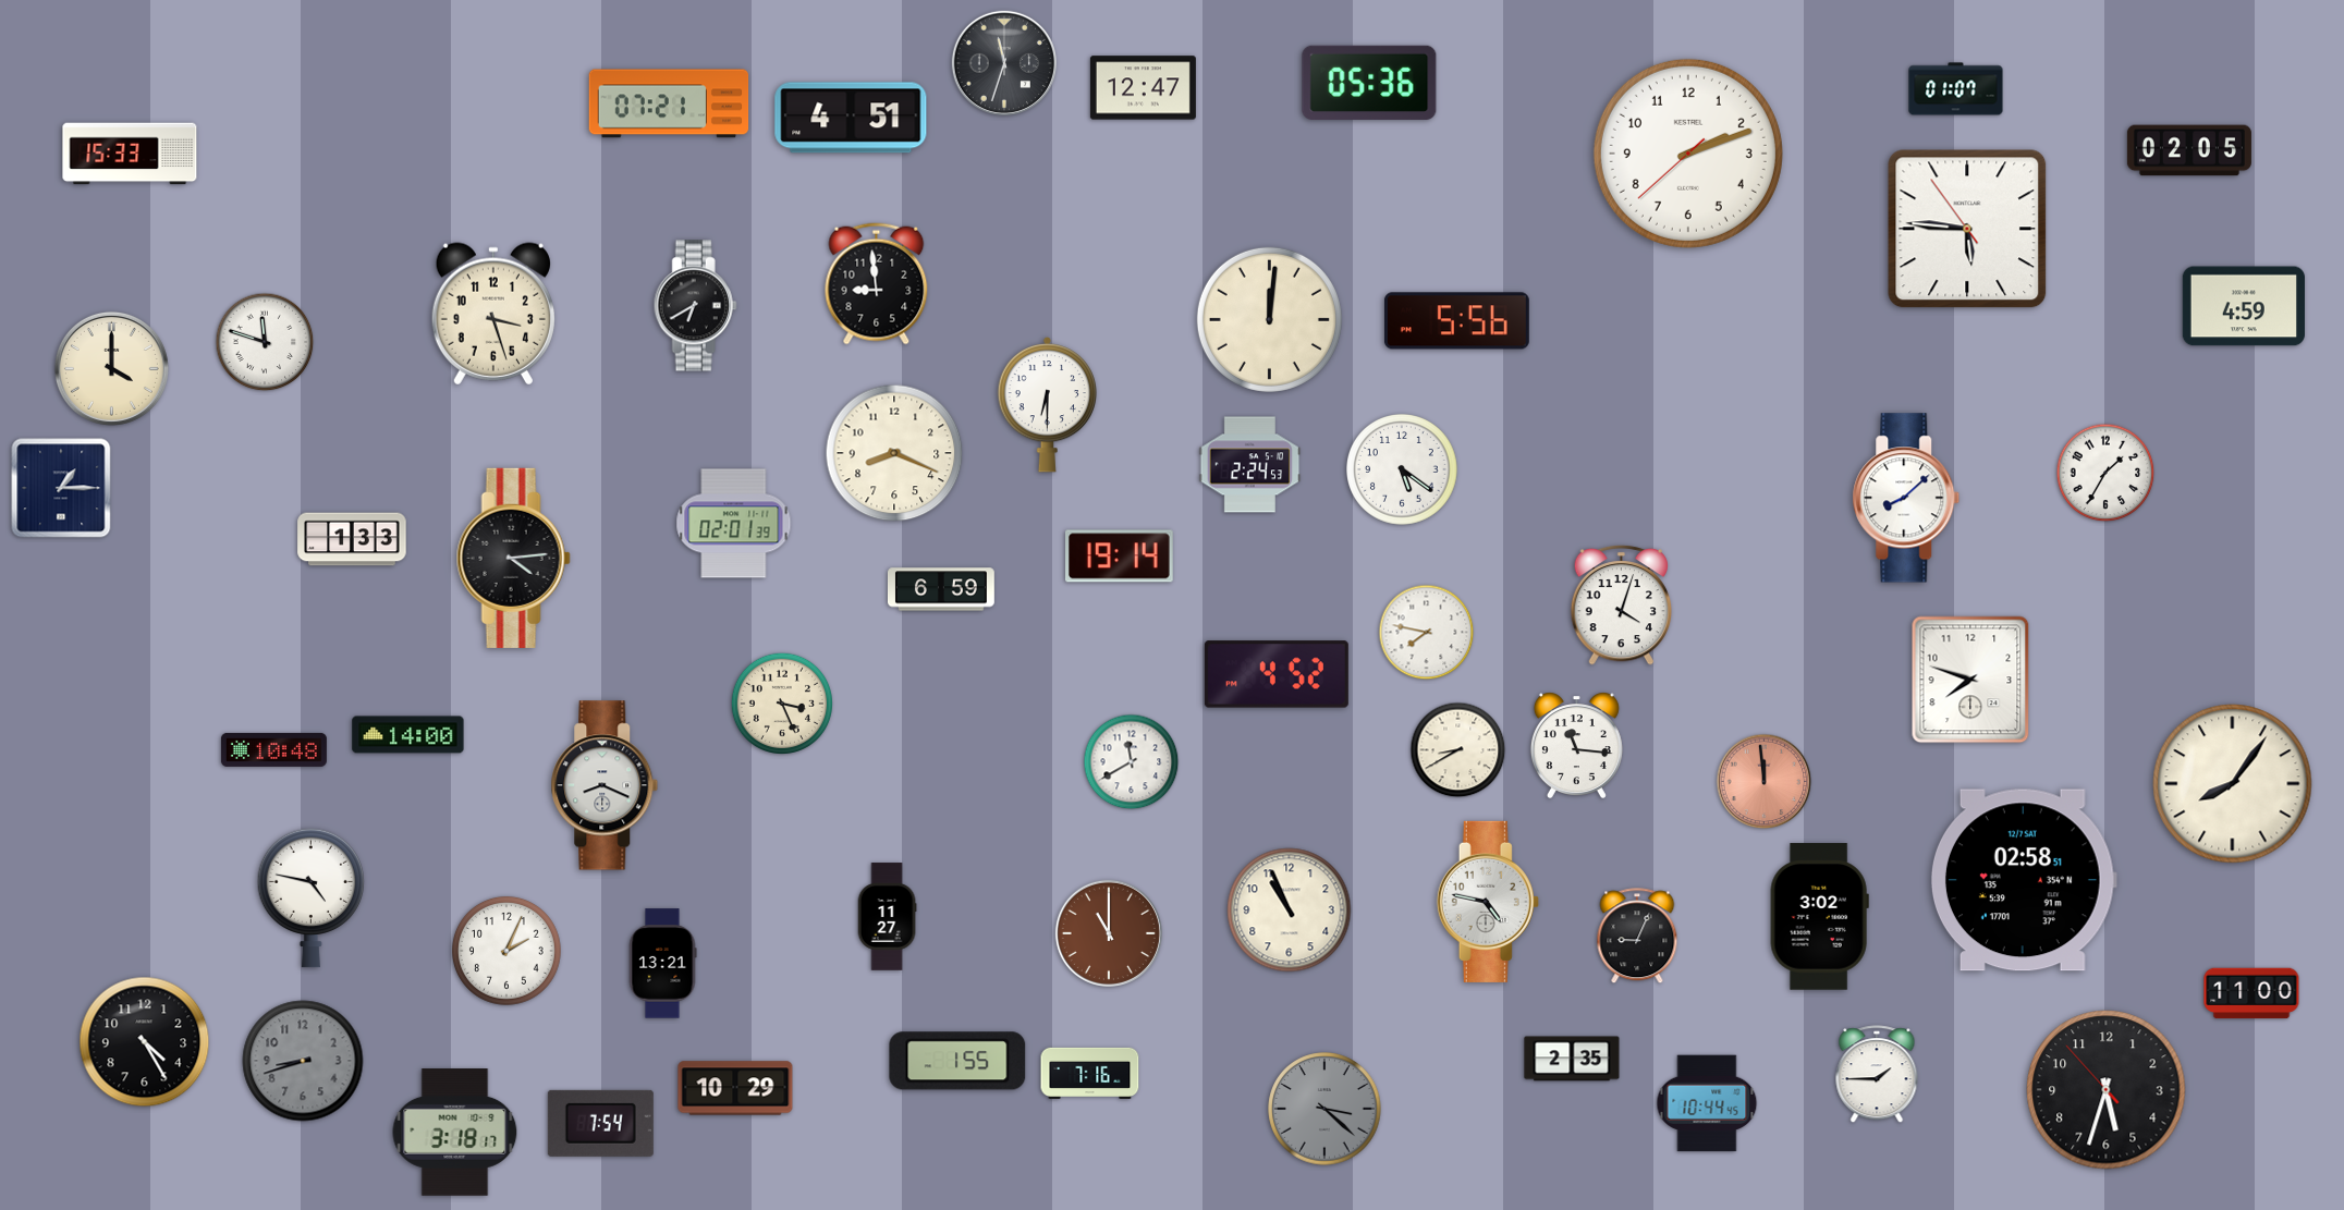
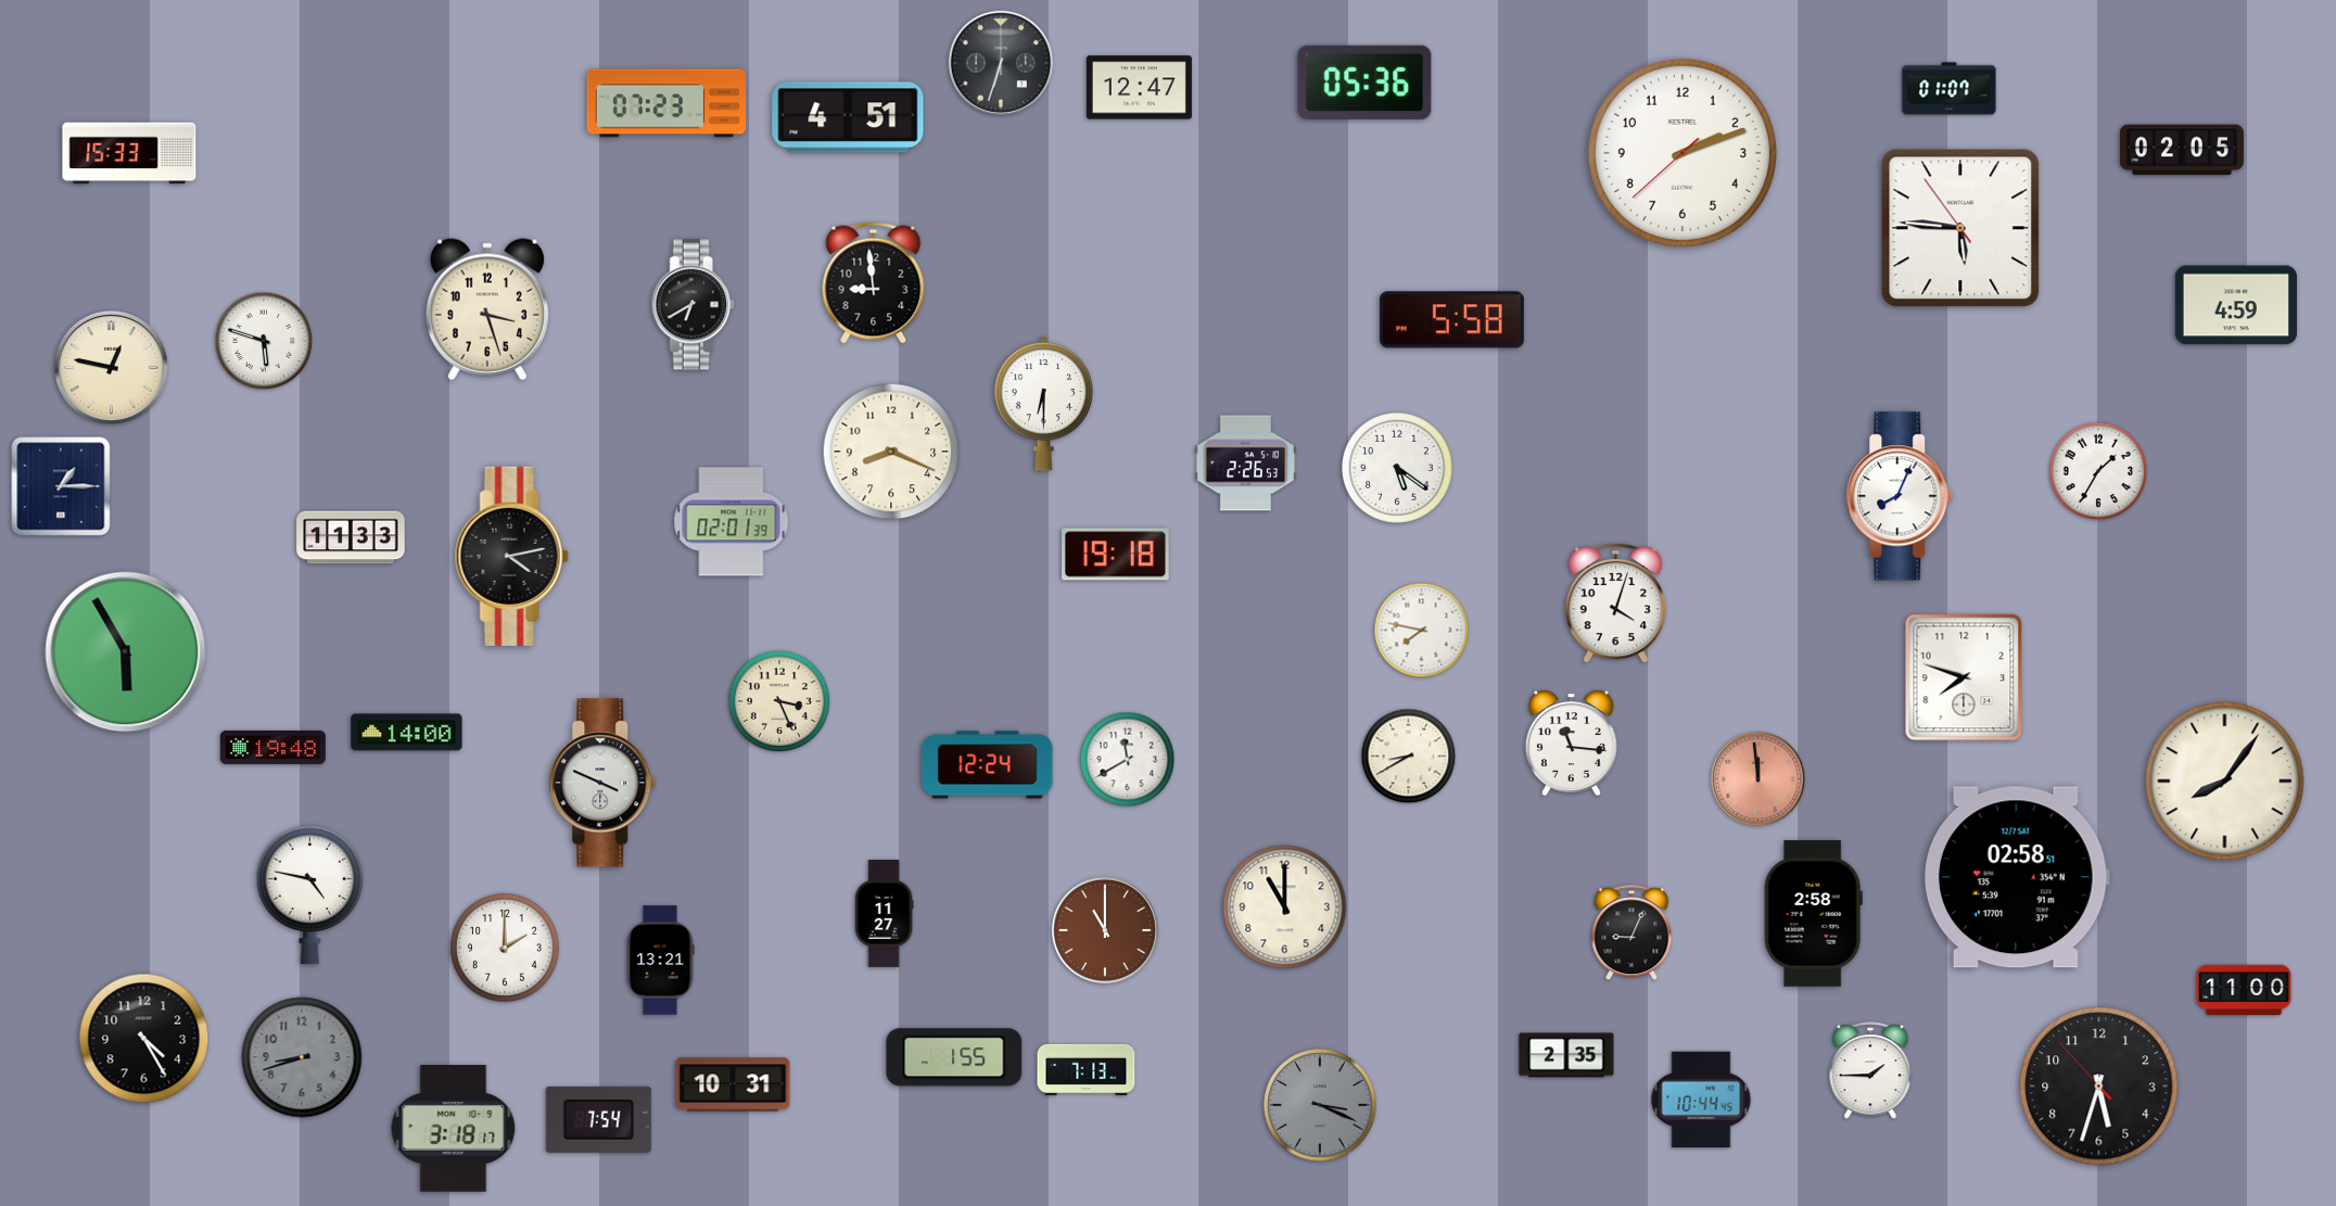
clock at (1004, 63): 11:33 -> 6:33
clock at (669, 103): 07:21 -> 07:23
clock at (493, 314) position: (493, 314) -> (487, 309)
clock at (1269, 319): 12:01 -> none
clock at (1456, 321): 5:56 -> 5:58
clock at (265, 342): 11:48 -> 5:48
clock at (111, 368): 4:00 -> 12:47
clock at (1250, 465): 2:24 -> 2:26
clock at (1906, 498): 8:08 -> 8:04
clock at (352, 539): 1:33 -> 11:33
clock at (1120, 557): 19:14 -> 19:18
clock at (513, 558): 4:14 -> 4:13
clock at (942, 589): 6:59 -> none
clock at (126, 652): none -> 5:55
clock at (1277, 674): 4:52 -> none
clock at (273, 749): 10:48 -> 19:48
clock at (1458, 750) position: (1458, 750) -> (1409, 757)
clock at (988, 765): none -> 12:24
clock at (605, 785): 8:19 -> 3:49
clock at (1488, 902): 4:47 -> none
clock at (1290, 910): 10:56 -> 11:00
clock at (1819, 917): 3:02 -> 2:58
clock at (506, 951): 2:04 -> 2:00
clock at (1090, 1073): 7:16 -> 7:13
clock at (735, 1088): 10:29 -> 10:31
clock at (1324, 1109): 3:22 -> 3:19
